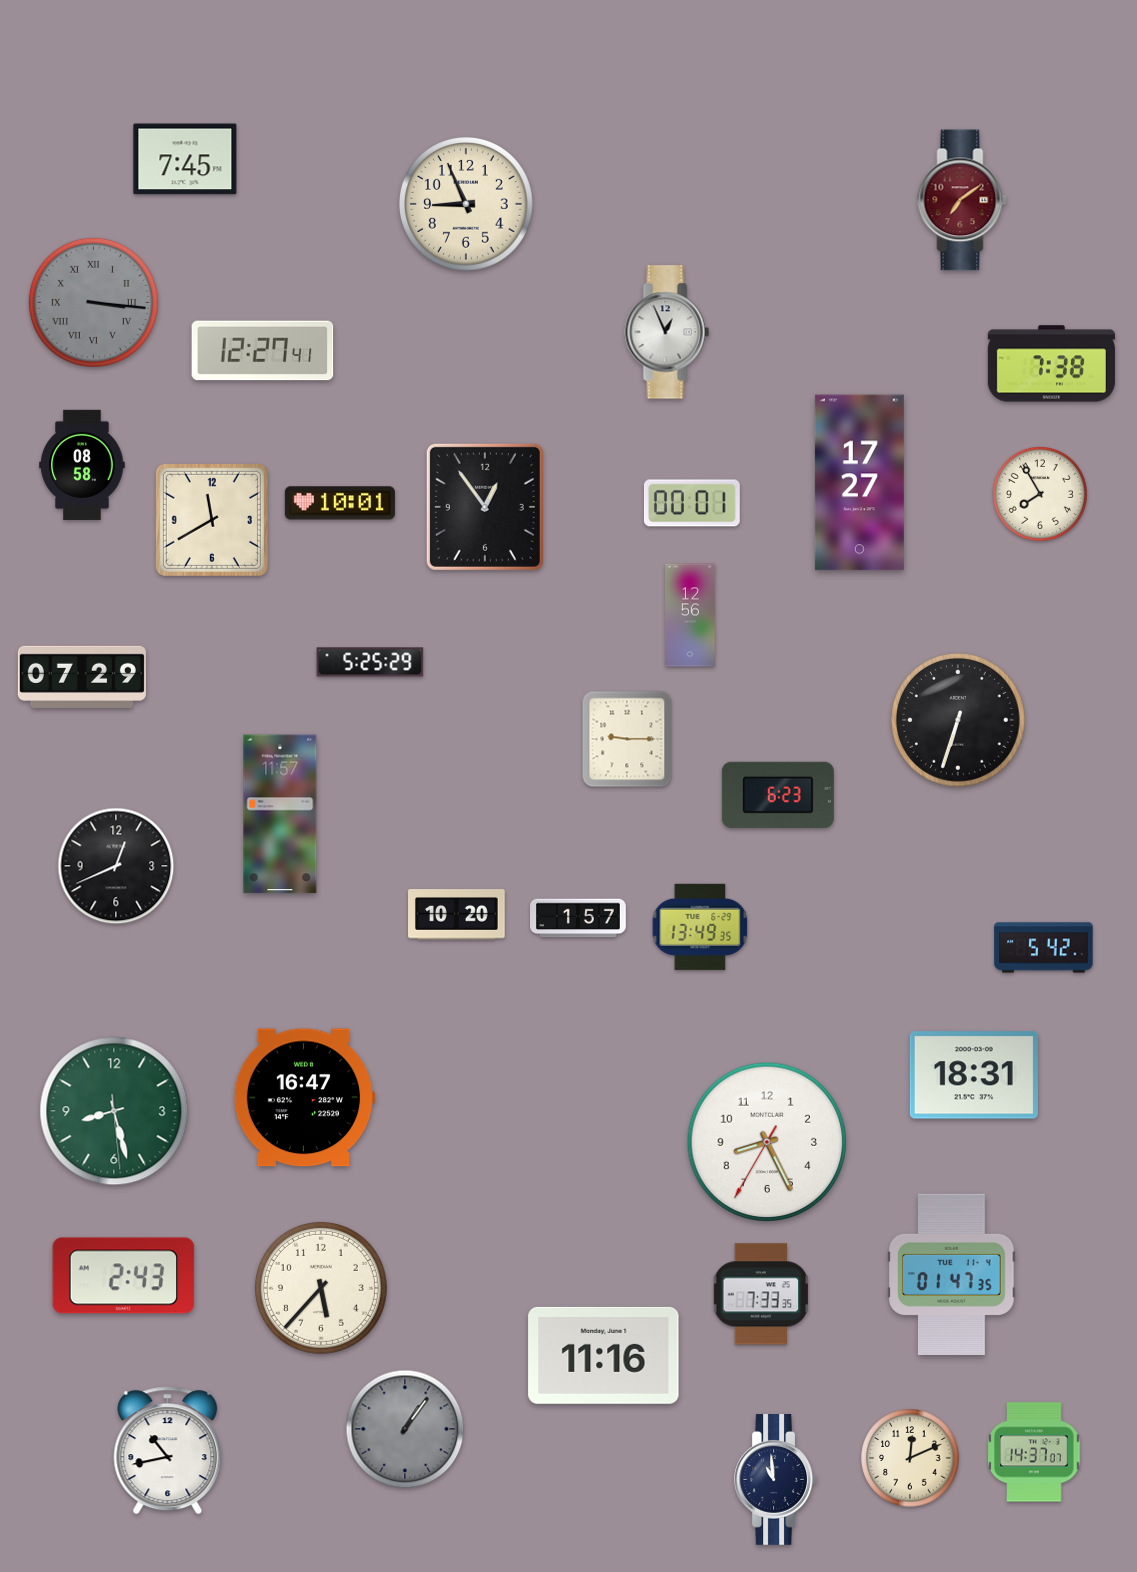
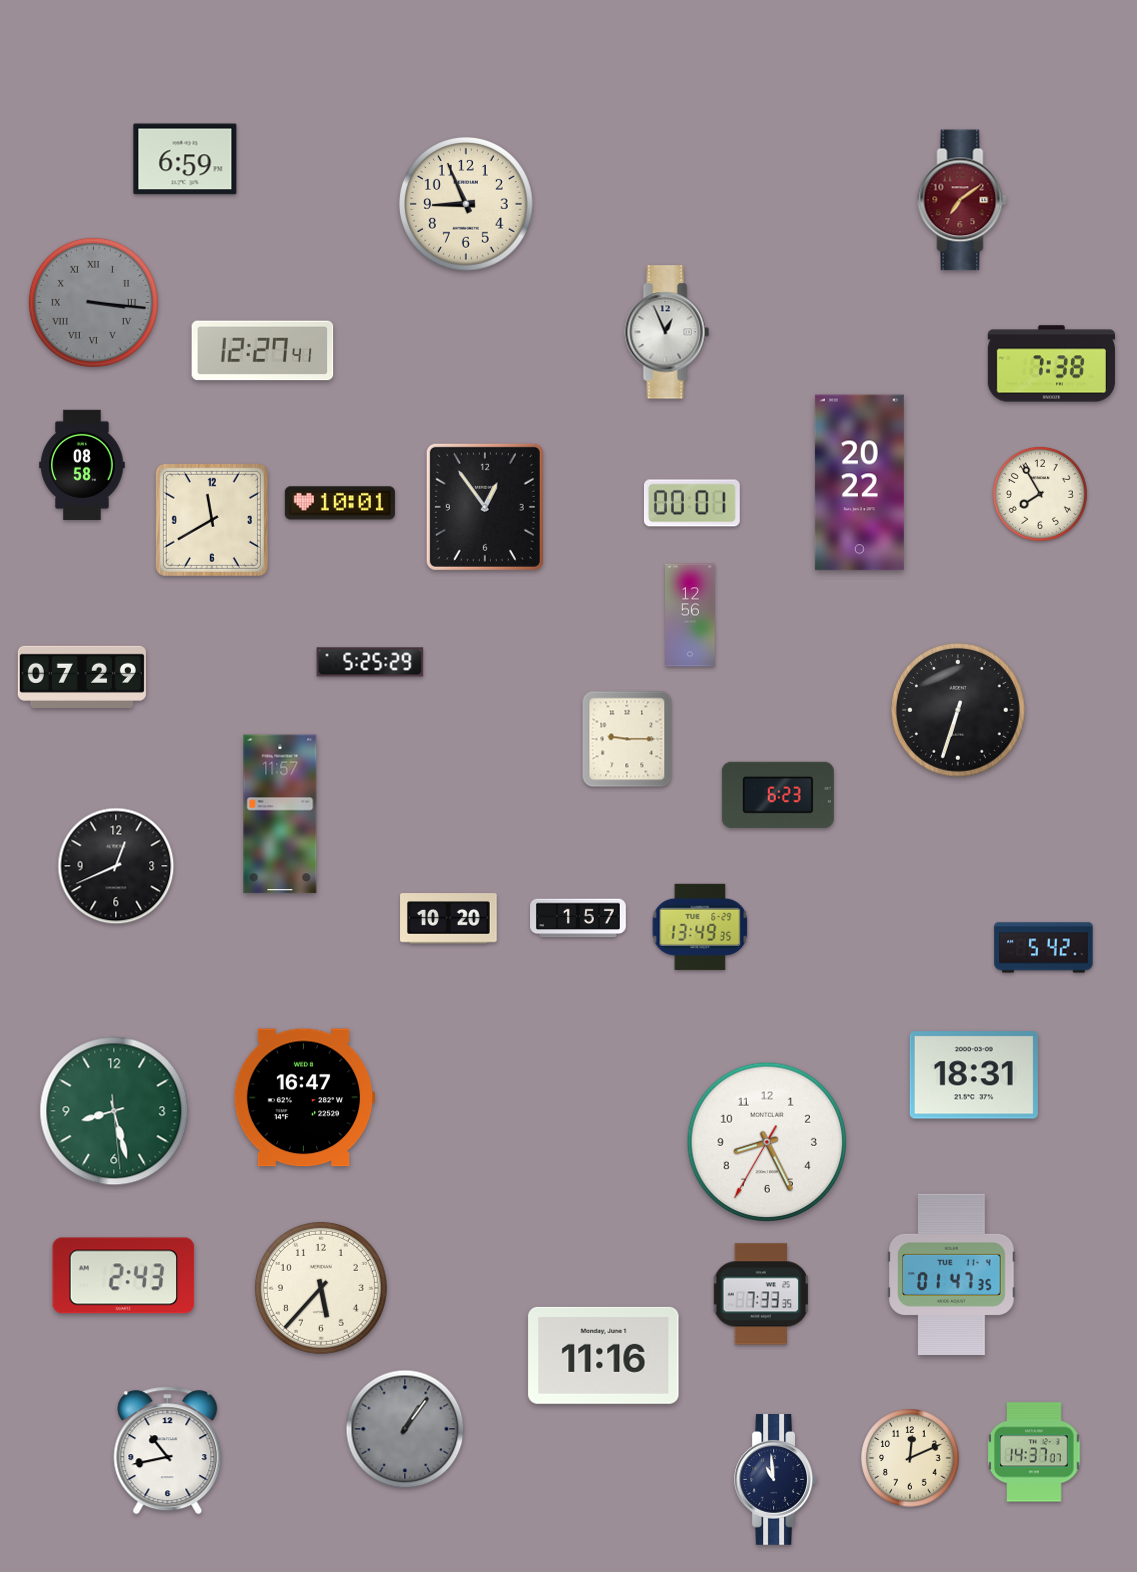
clock at (185, 159): 7:45 -> 6:59
clock at (859, 483): 17:27 -> 20:22
clock at (958, 720) position: (958, 720) -> (958, 710)
clock at (457, 915) position: (457, 915) -> (449, 919)
